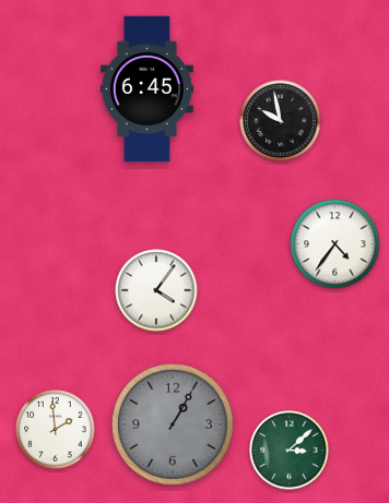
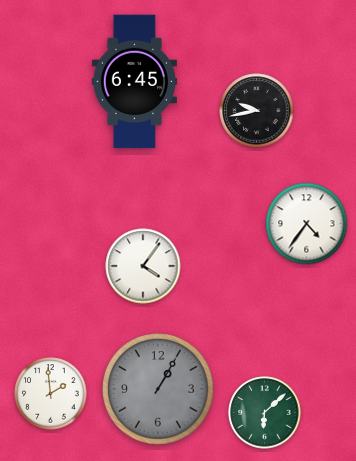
clock at (281, 121): 9:58 -> 9:43
clock at (290, 451): 3:08 -> 6:08
